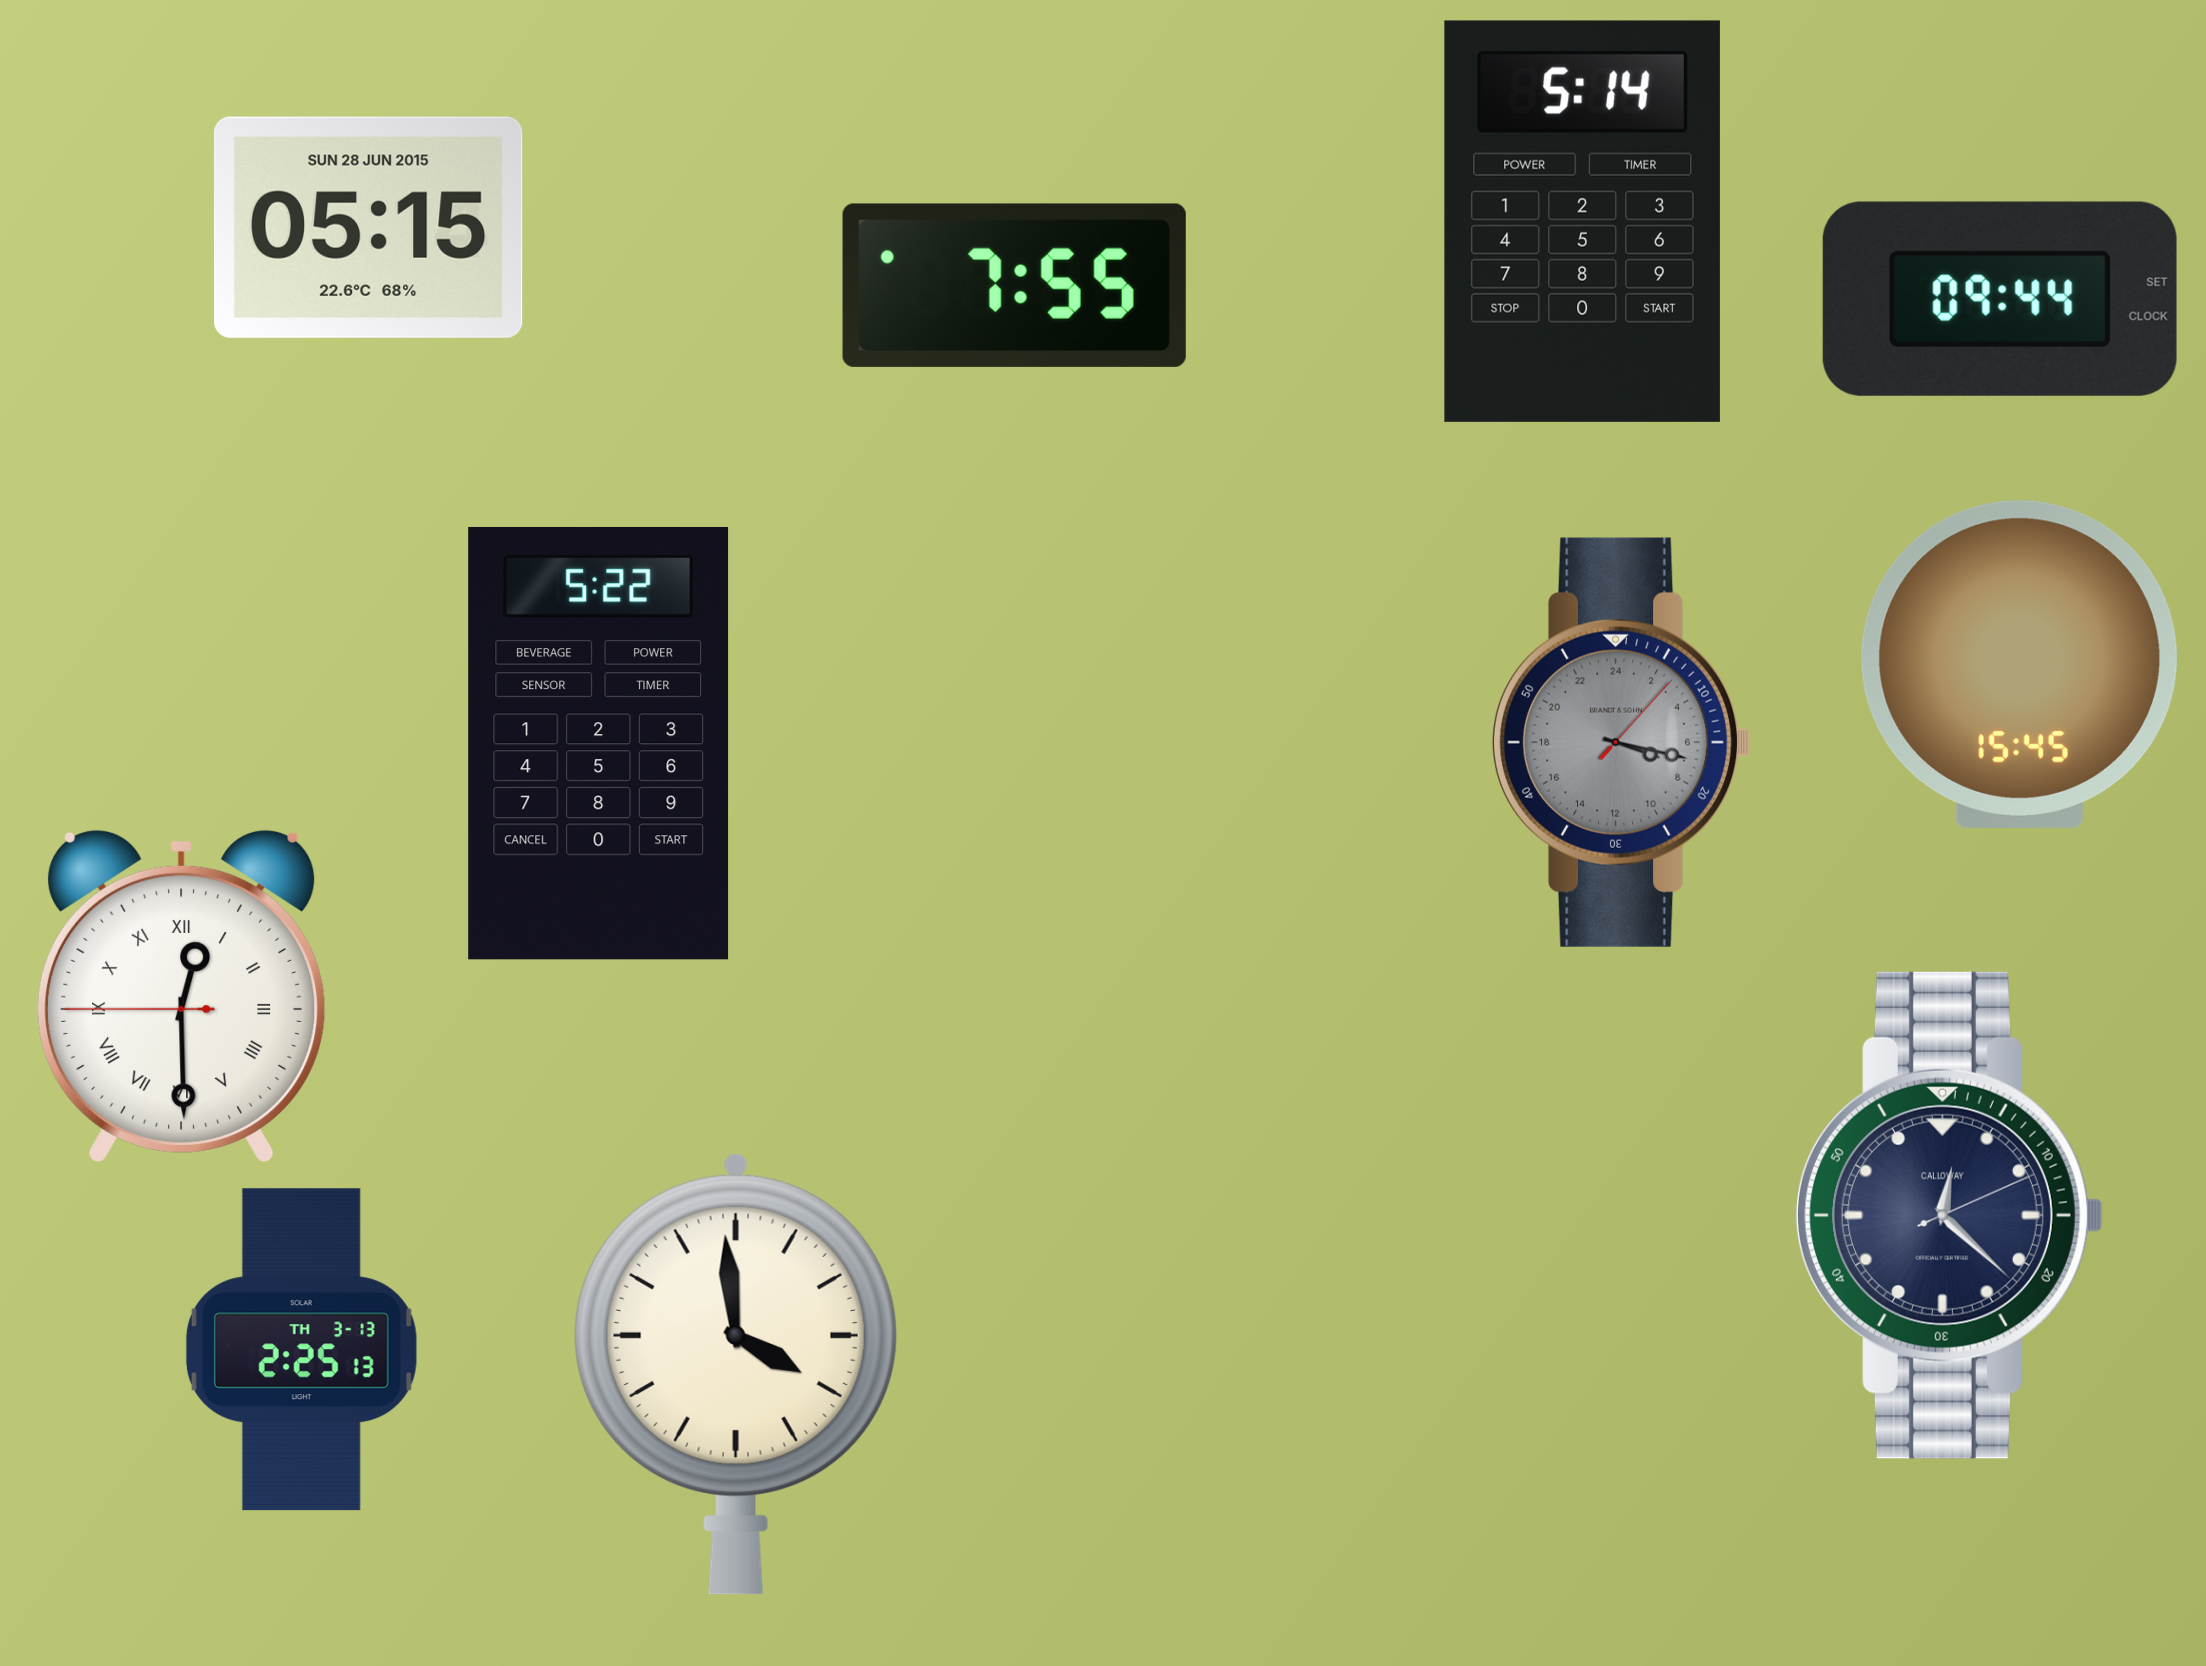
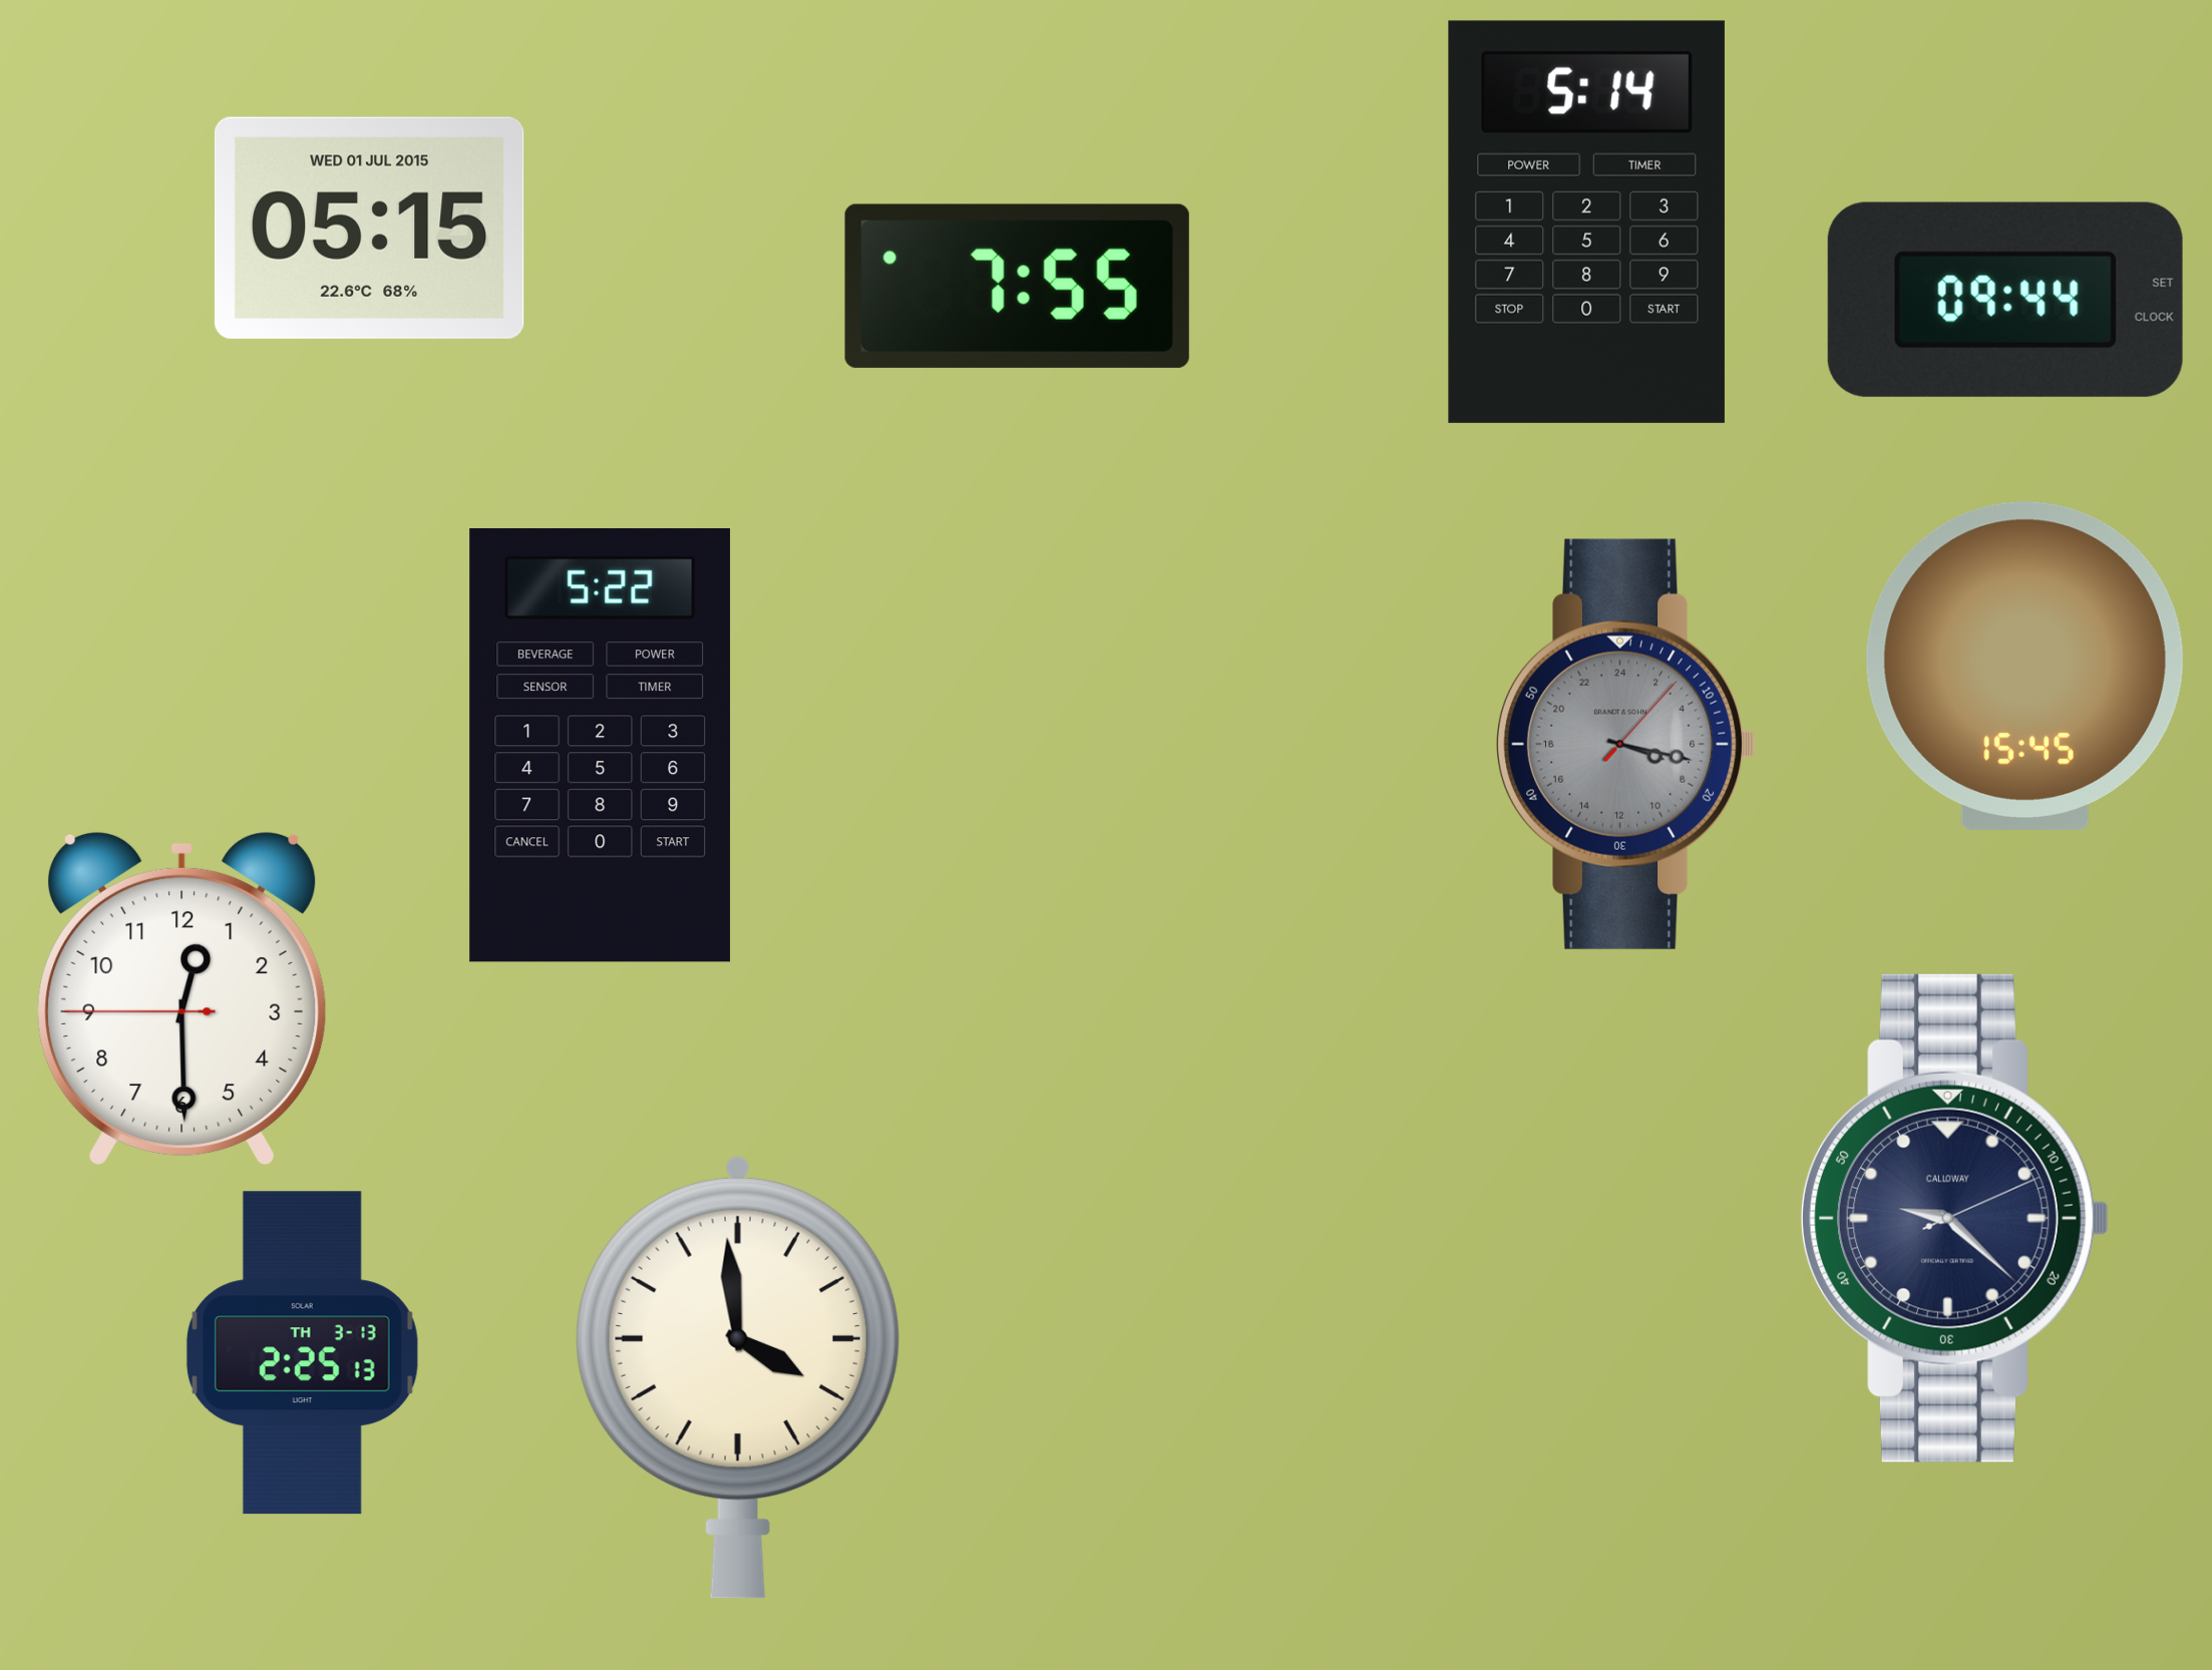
clock at (368, 227) date: SUN 28 JUN 2015 -> WED 01 JUL 2015
clock at (182, 995) numerals: Roman -> Arabic
clock at (1949, 1215): 12:22 -> 9:22
